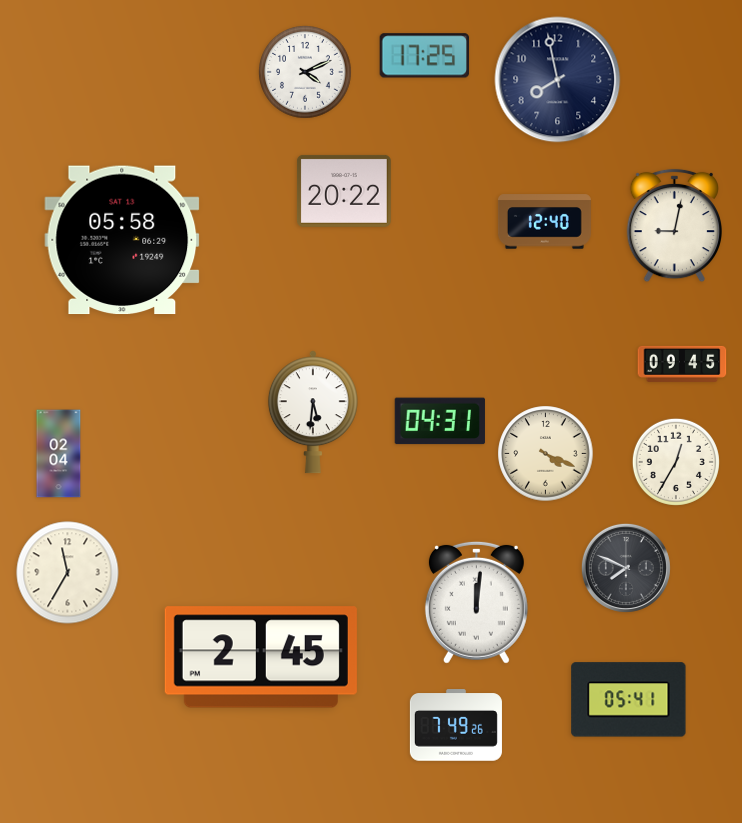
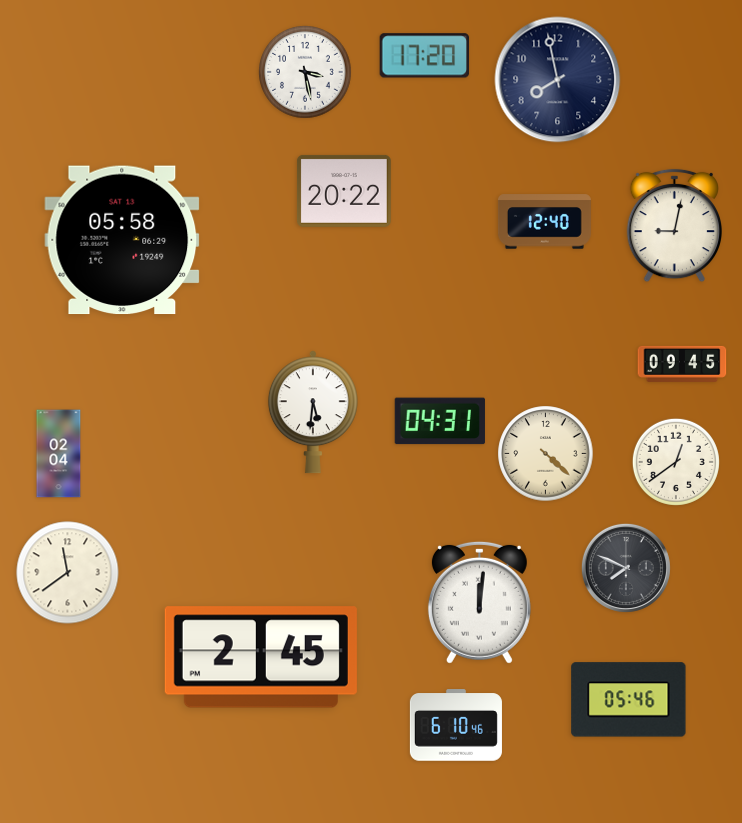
clock at (425, 56): 17:25 -> 17:20
clock at (306, 73): 4:11 -> 3:28
clock at (546, 454): 4:19 -> 4:22
clock at (676, 462): 12:35 -> 12:39
clock at (68, 573): 11:35 -> 11:39
clock at (476, 602) position: (476, 602) -> (479, 602)
clock at (629, 700): 05:41 -> 05:46
clock at (456, 725): 7:49 -> 6:10
